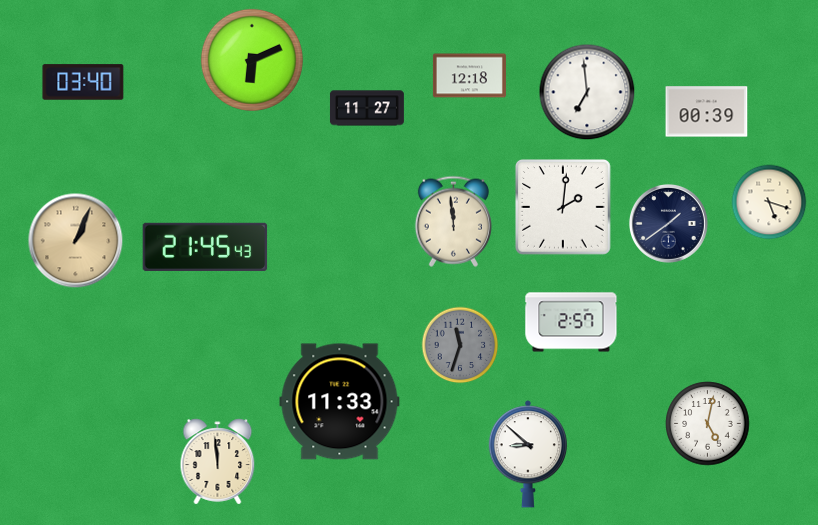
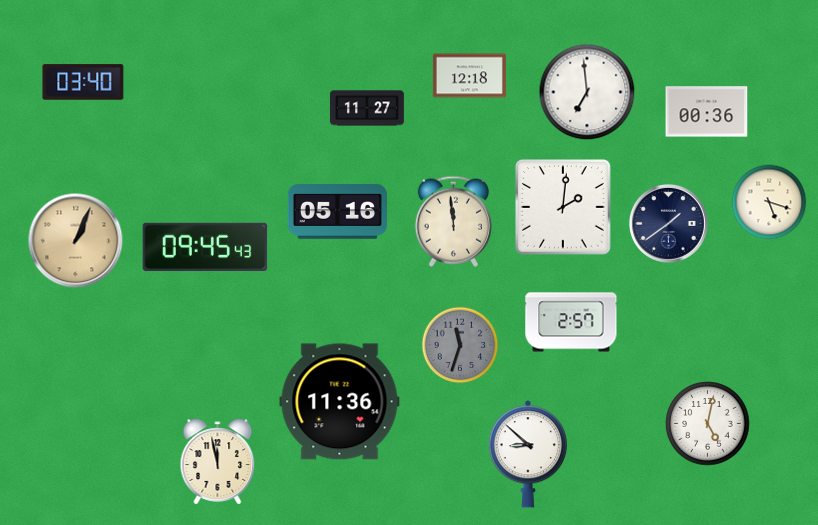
clock at (252, 60): 6:11 -> none
clock at (707, 112): 00:39 -> 00:36
clock at (337, 212): none -> 05:16
clock at (205, 247): 21:45 -> 09:45
clock at (340, 402): 11:33 -> 11:36
clock at (218, 462): 11:59 -> 11:58
